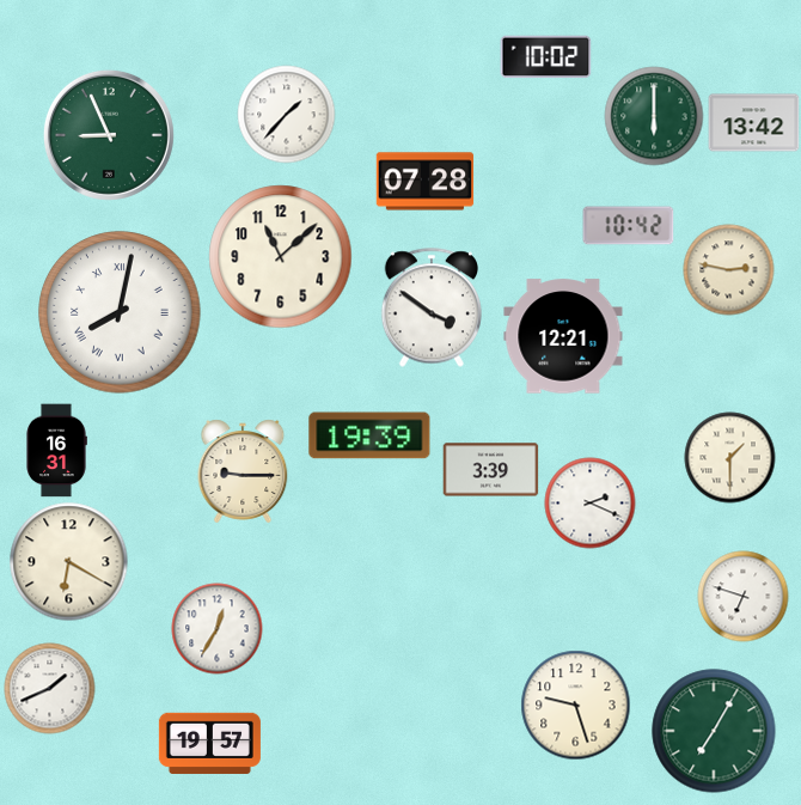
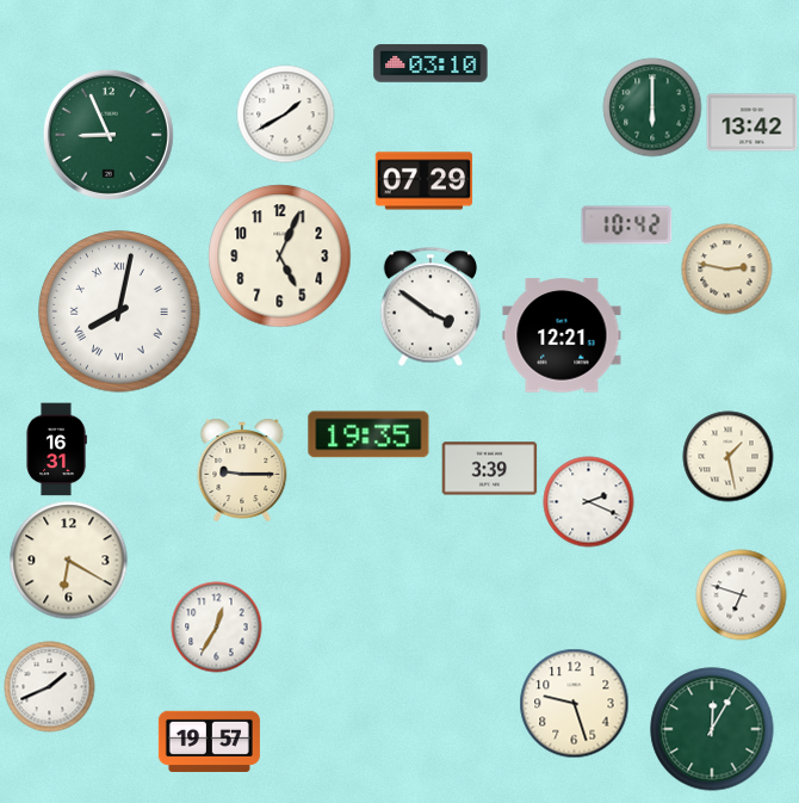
clock at (546, 57): 10:02 -> none
clock at (431, 63): none -> 03:10
clock at (287, 115): 1:37 -> 1:40
clock at (654, 116) position: (654, 116) -> (652, 107)
clock at (426, 182): 07:28 -> 07:29
clock at (281, 257): 11:08 -> 5:04
clock at (369, 435): 19:39 -> 19:35
clock at (730, 458): 1:30 -> 1:28
clock at (714, 731): 7:05 -> 12:05
